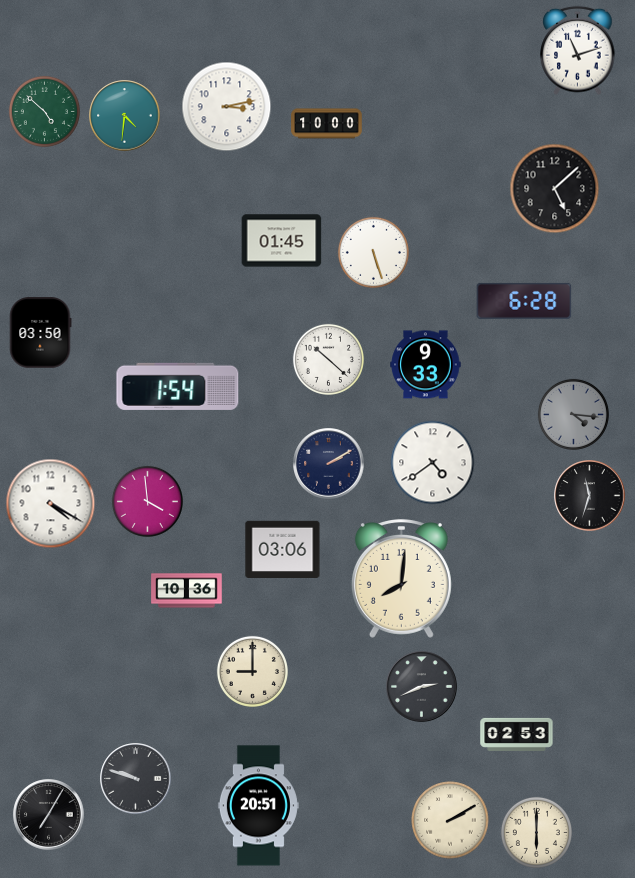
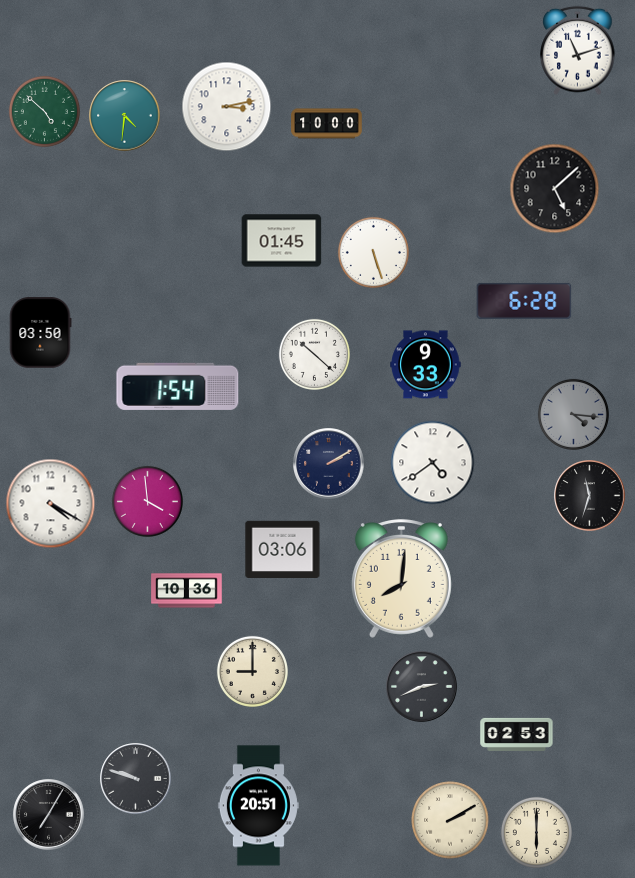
clock at (328, 359) position: (328, 359) -> (314, 354)
